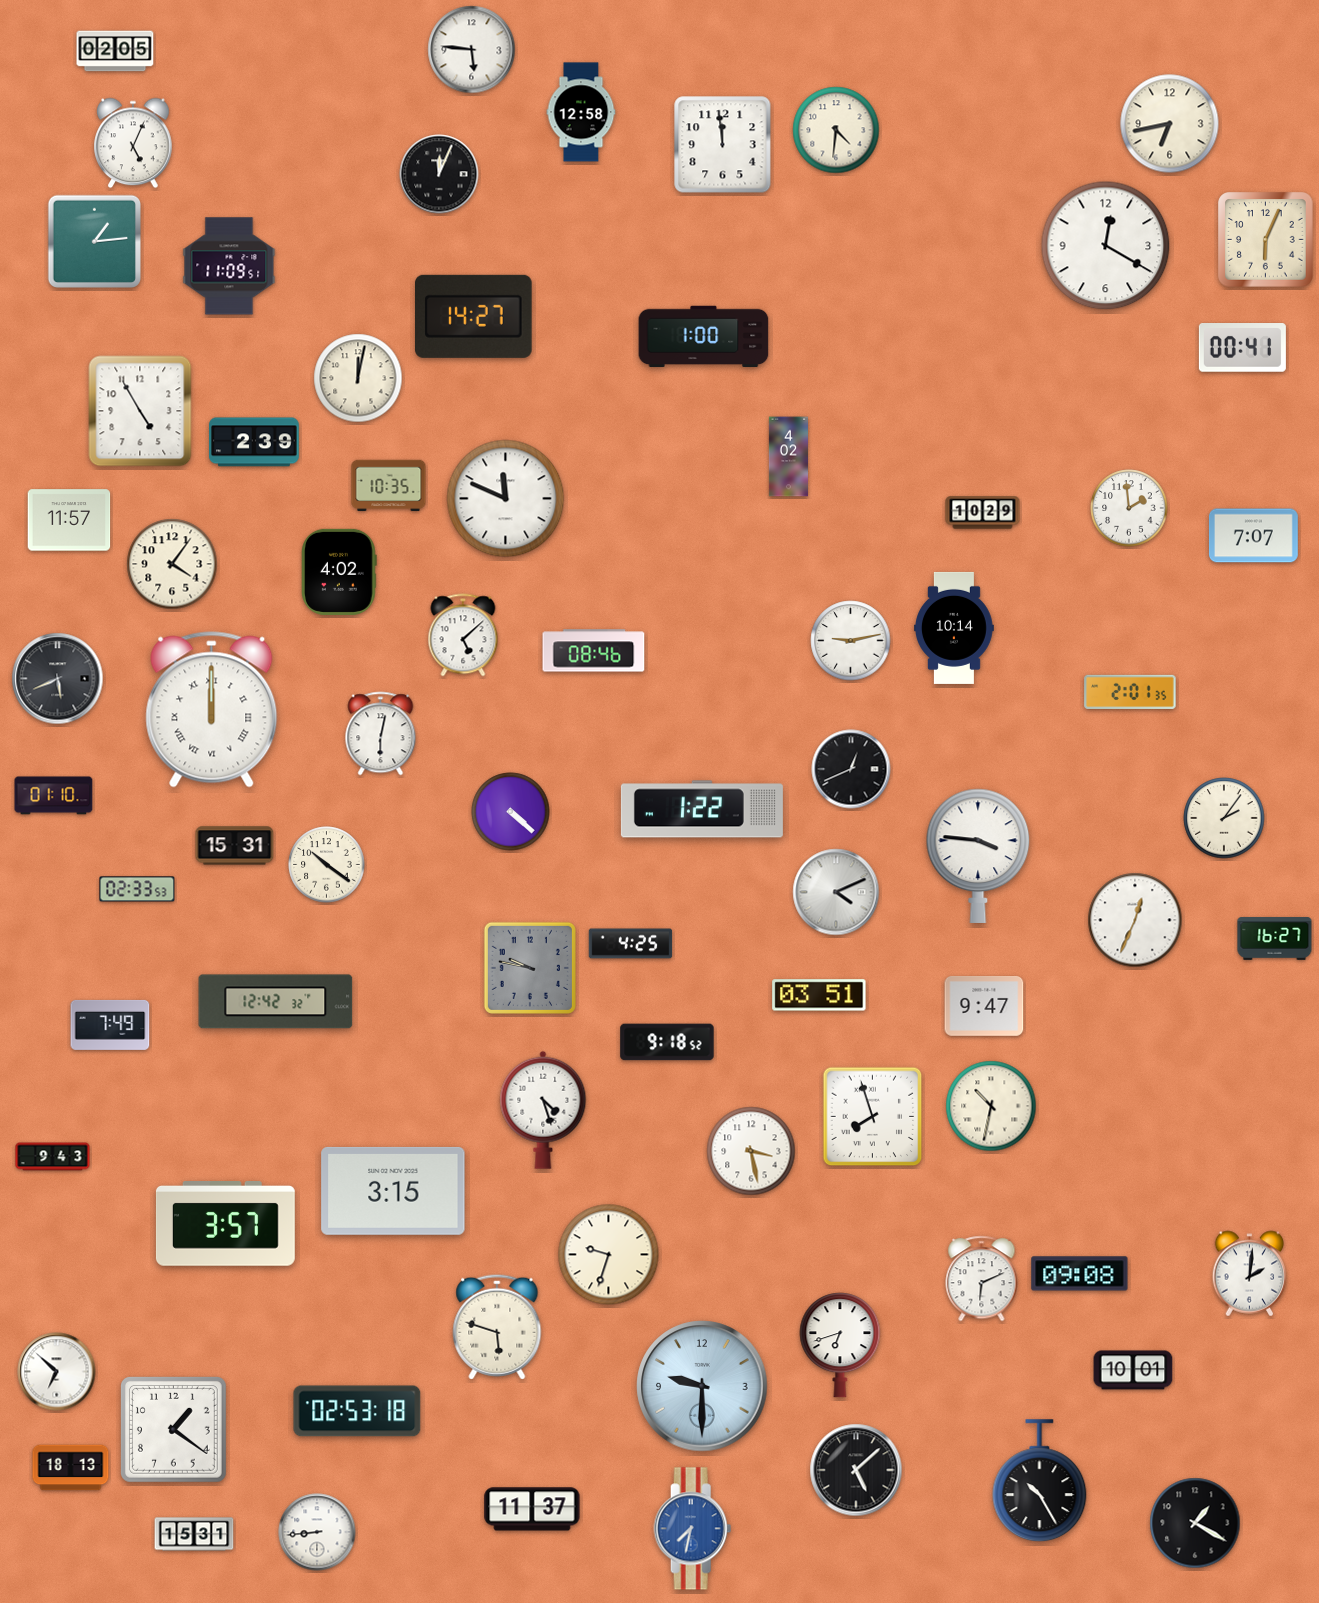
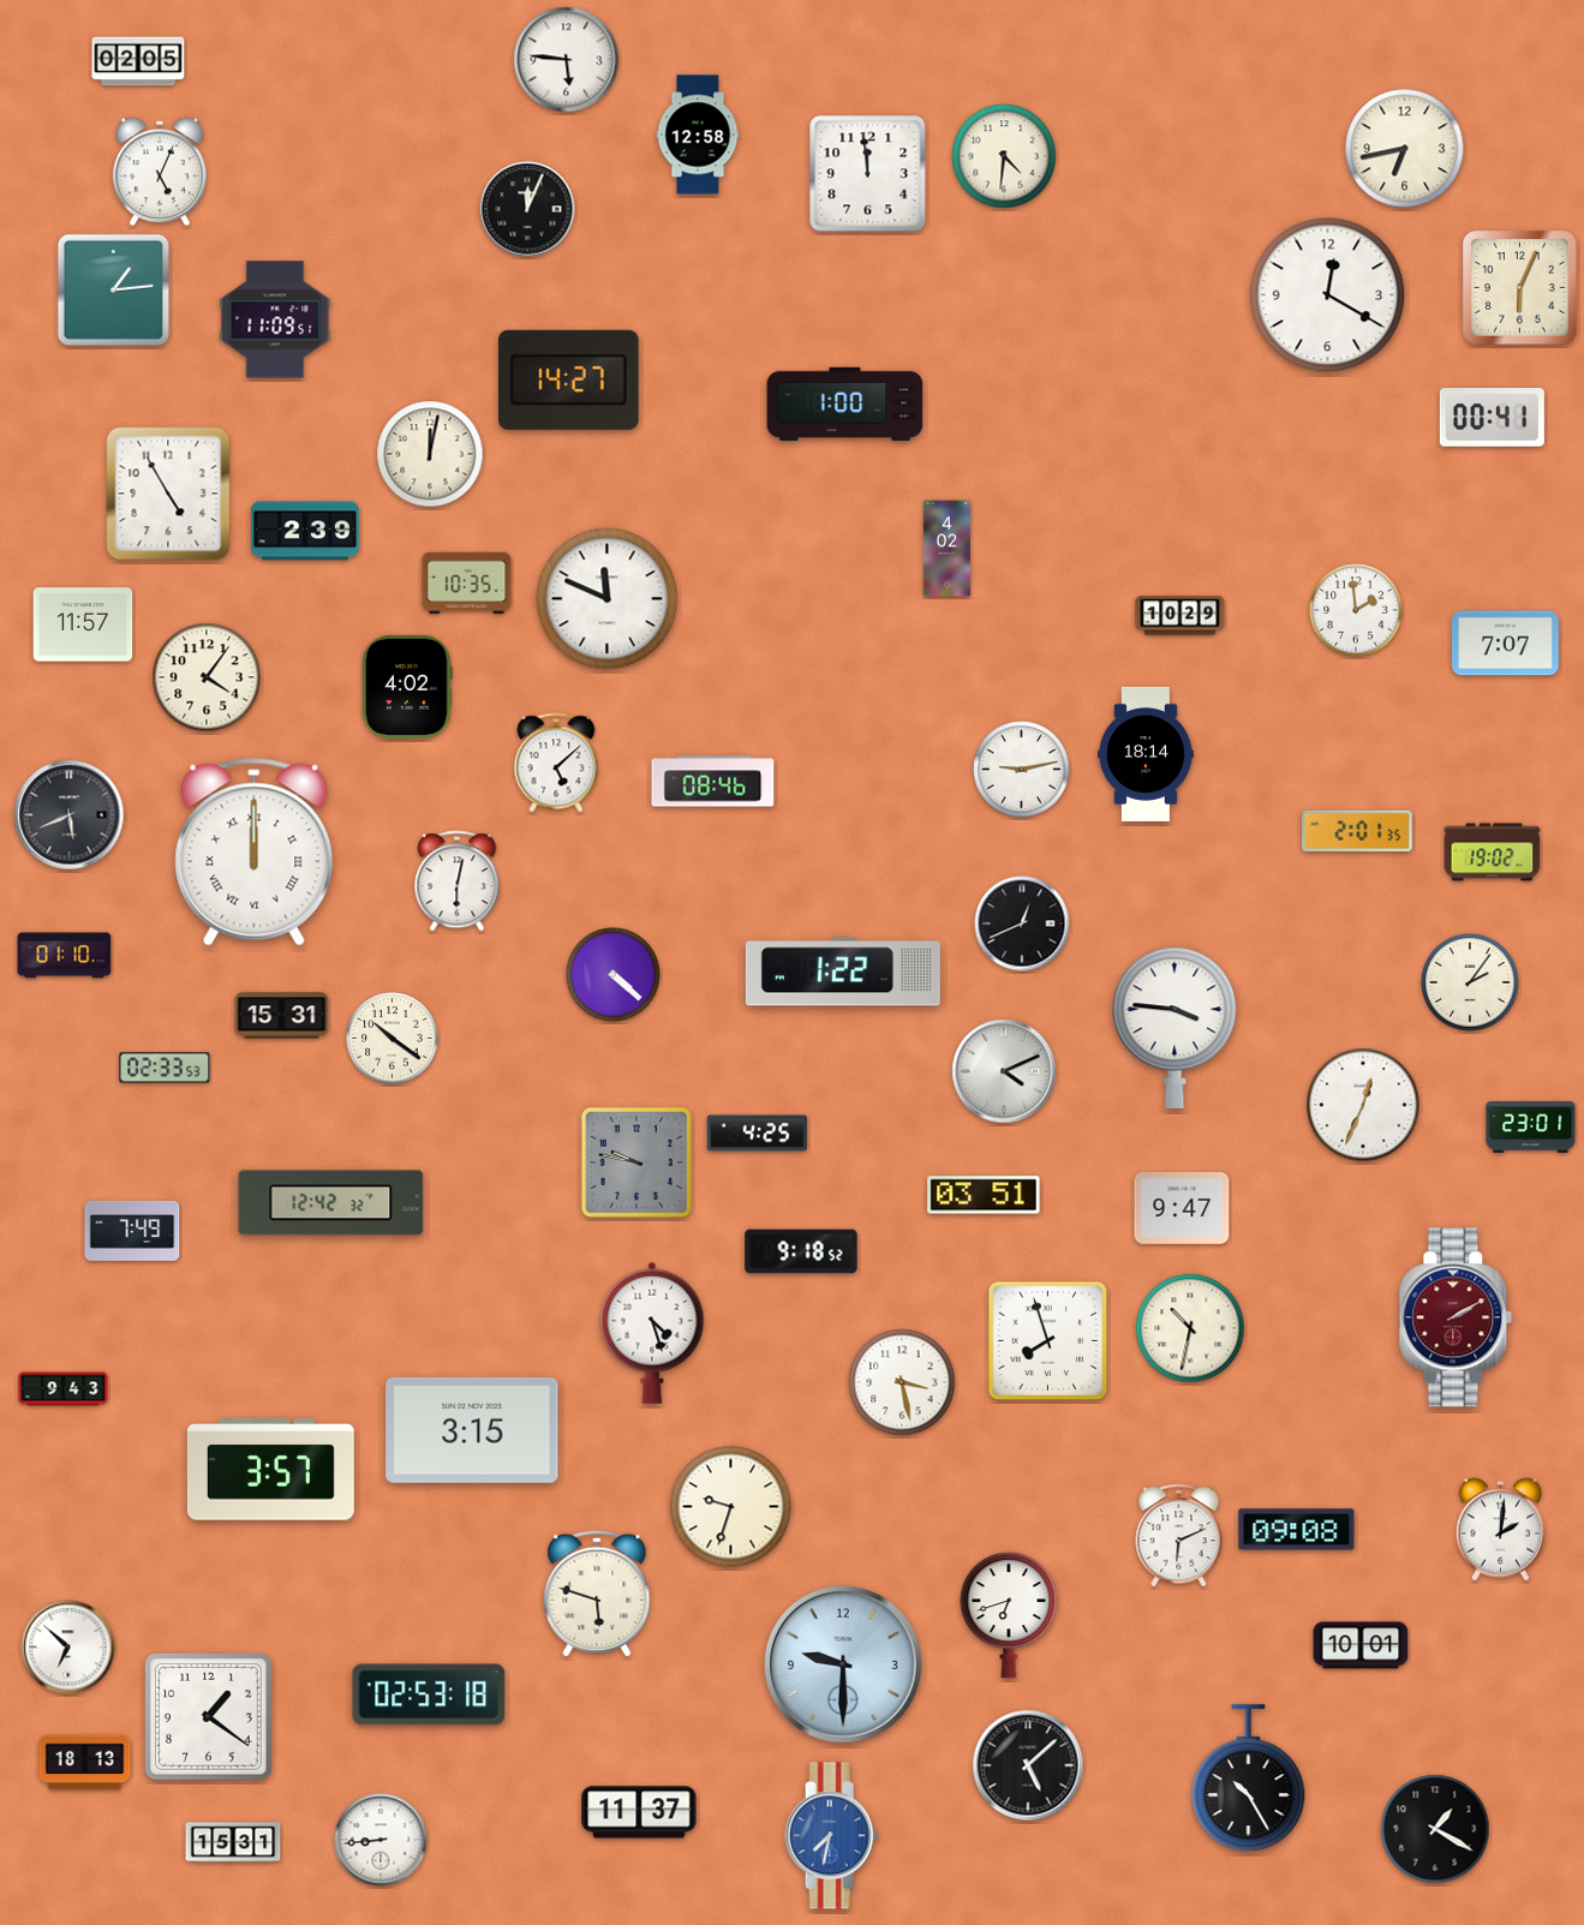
clock at (954, 628): 10:14 -> 18:14
clock at (1493, 853): none -> 19:02
clock at (1275, 939): 16:27 -> 23:01
clock at (1456, 1317): none -> 2:10
